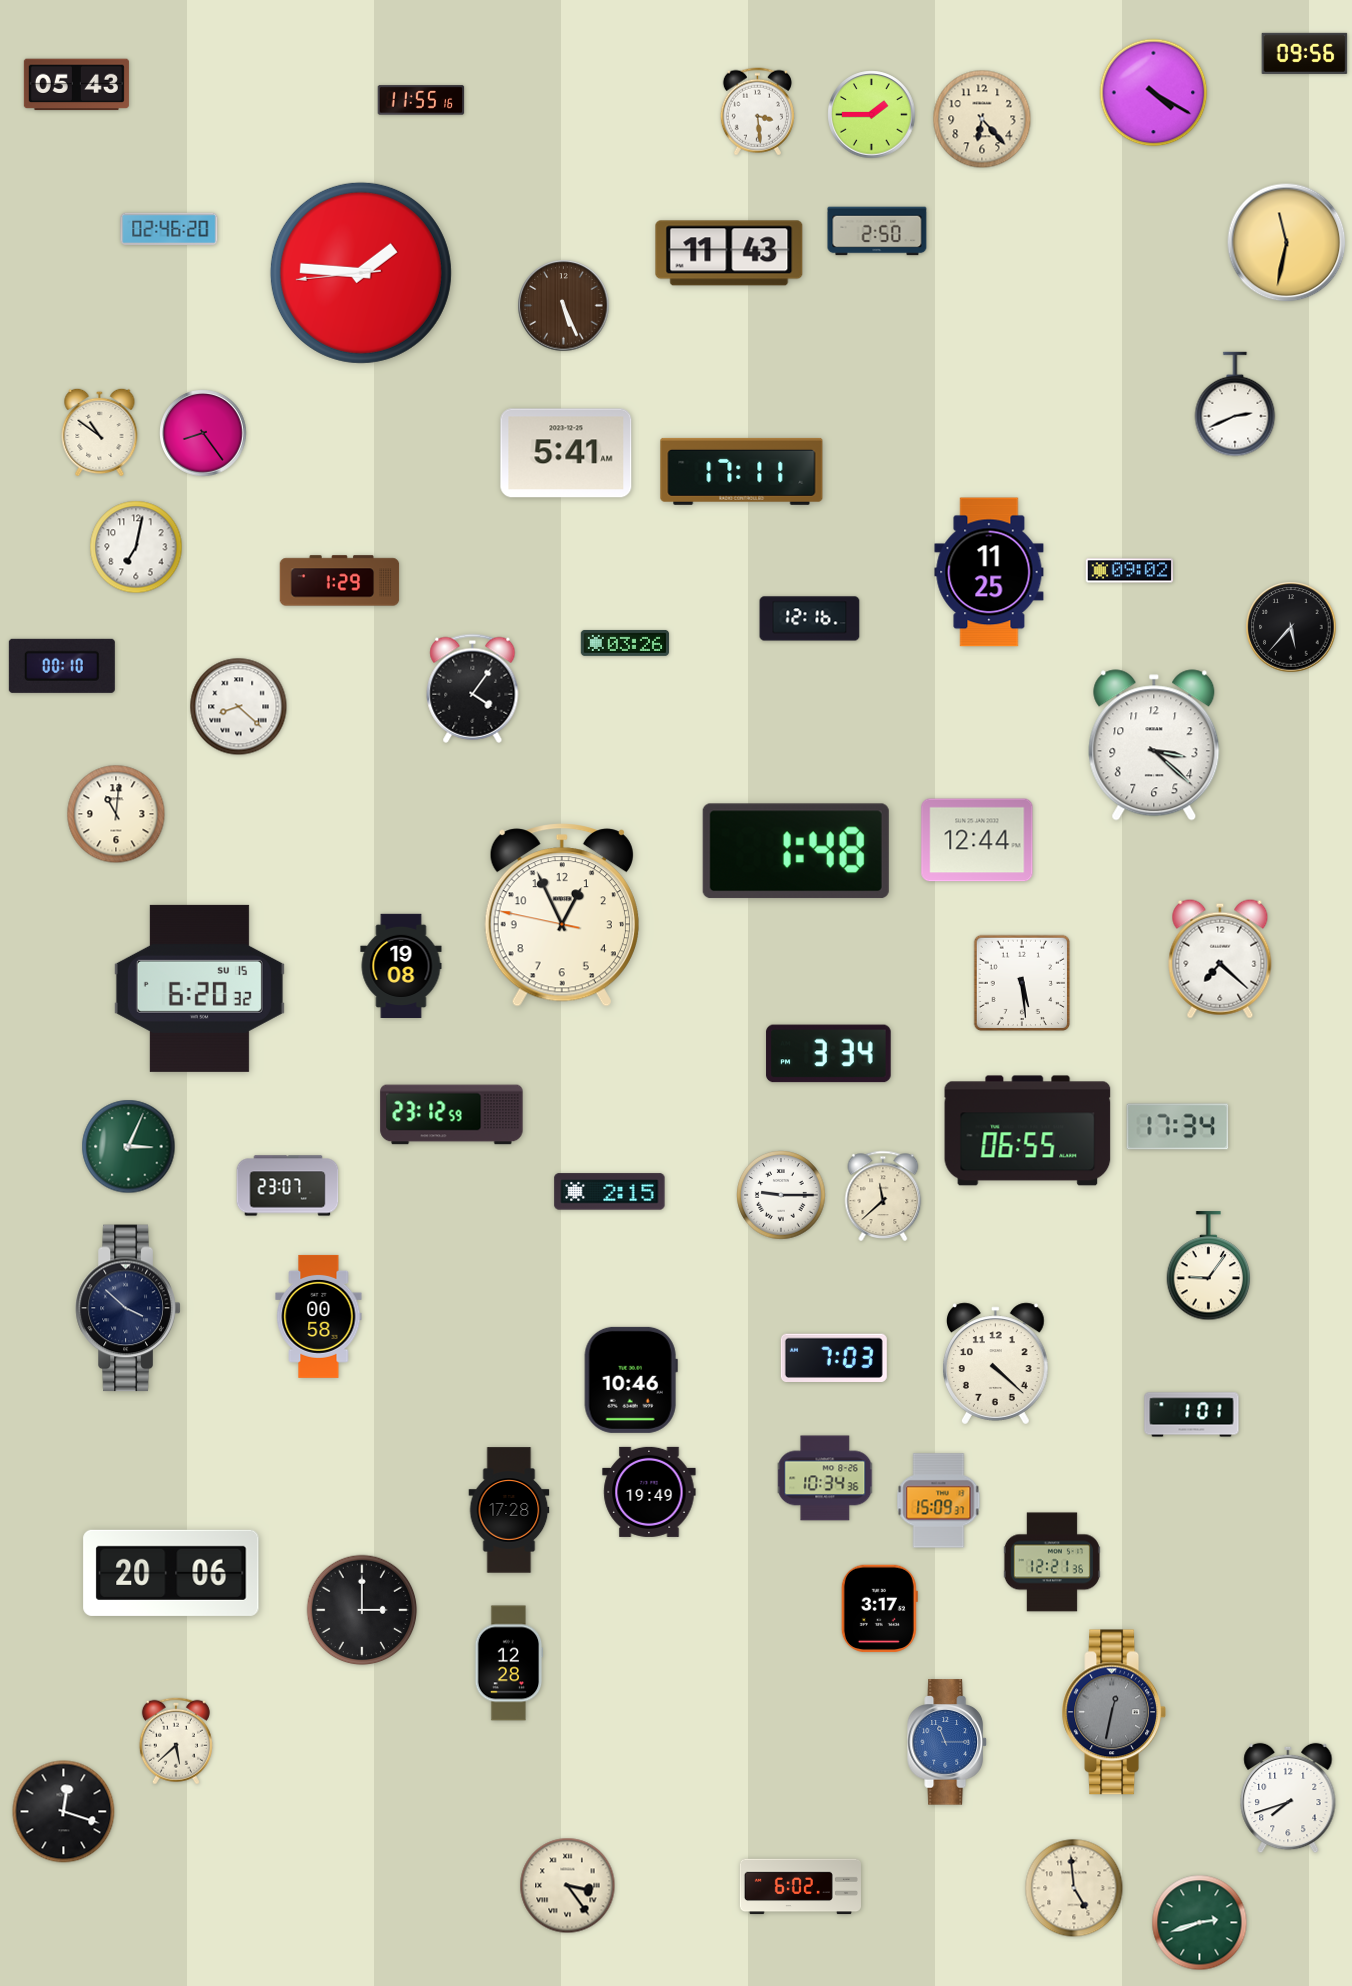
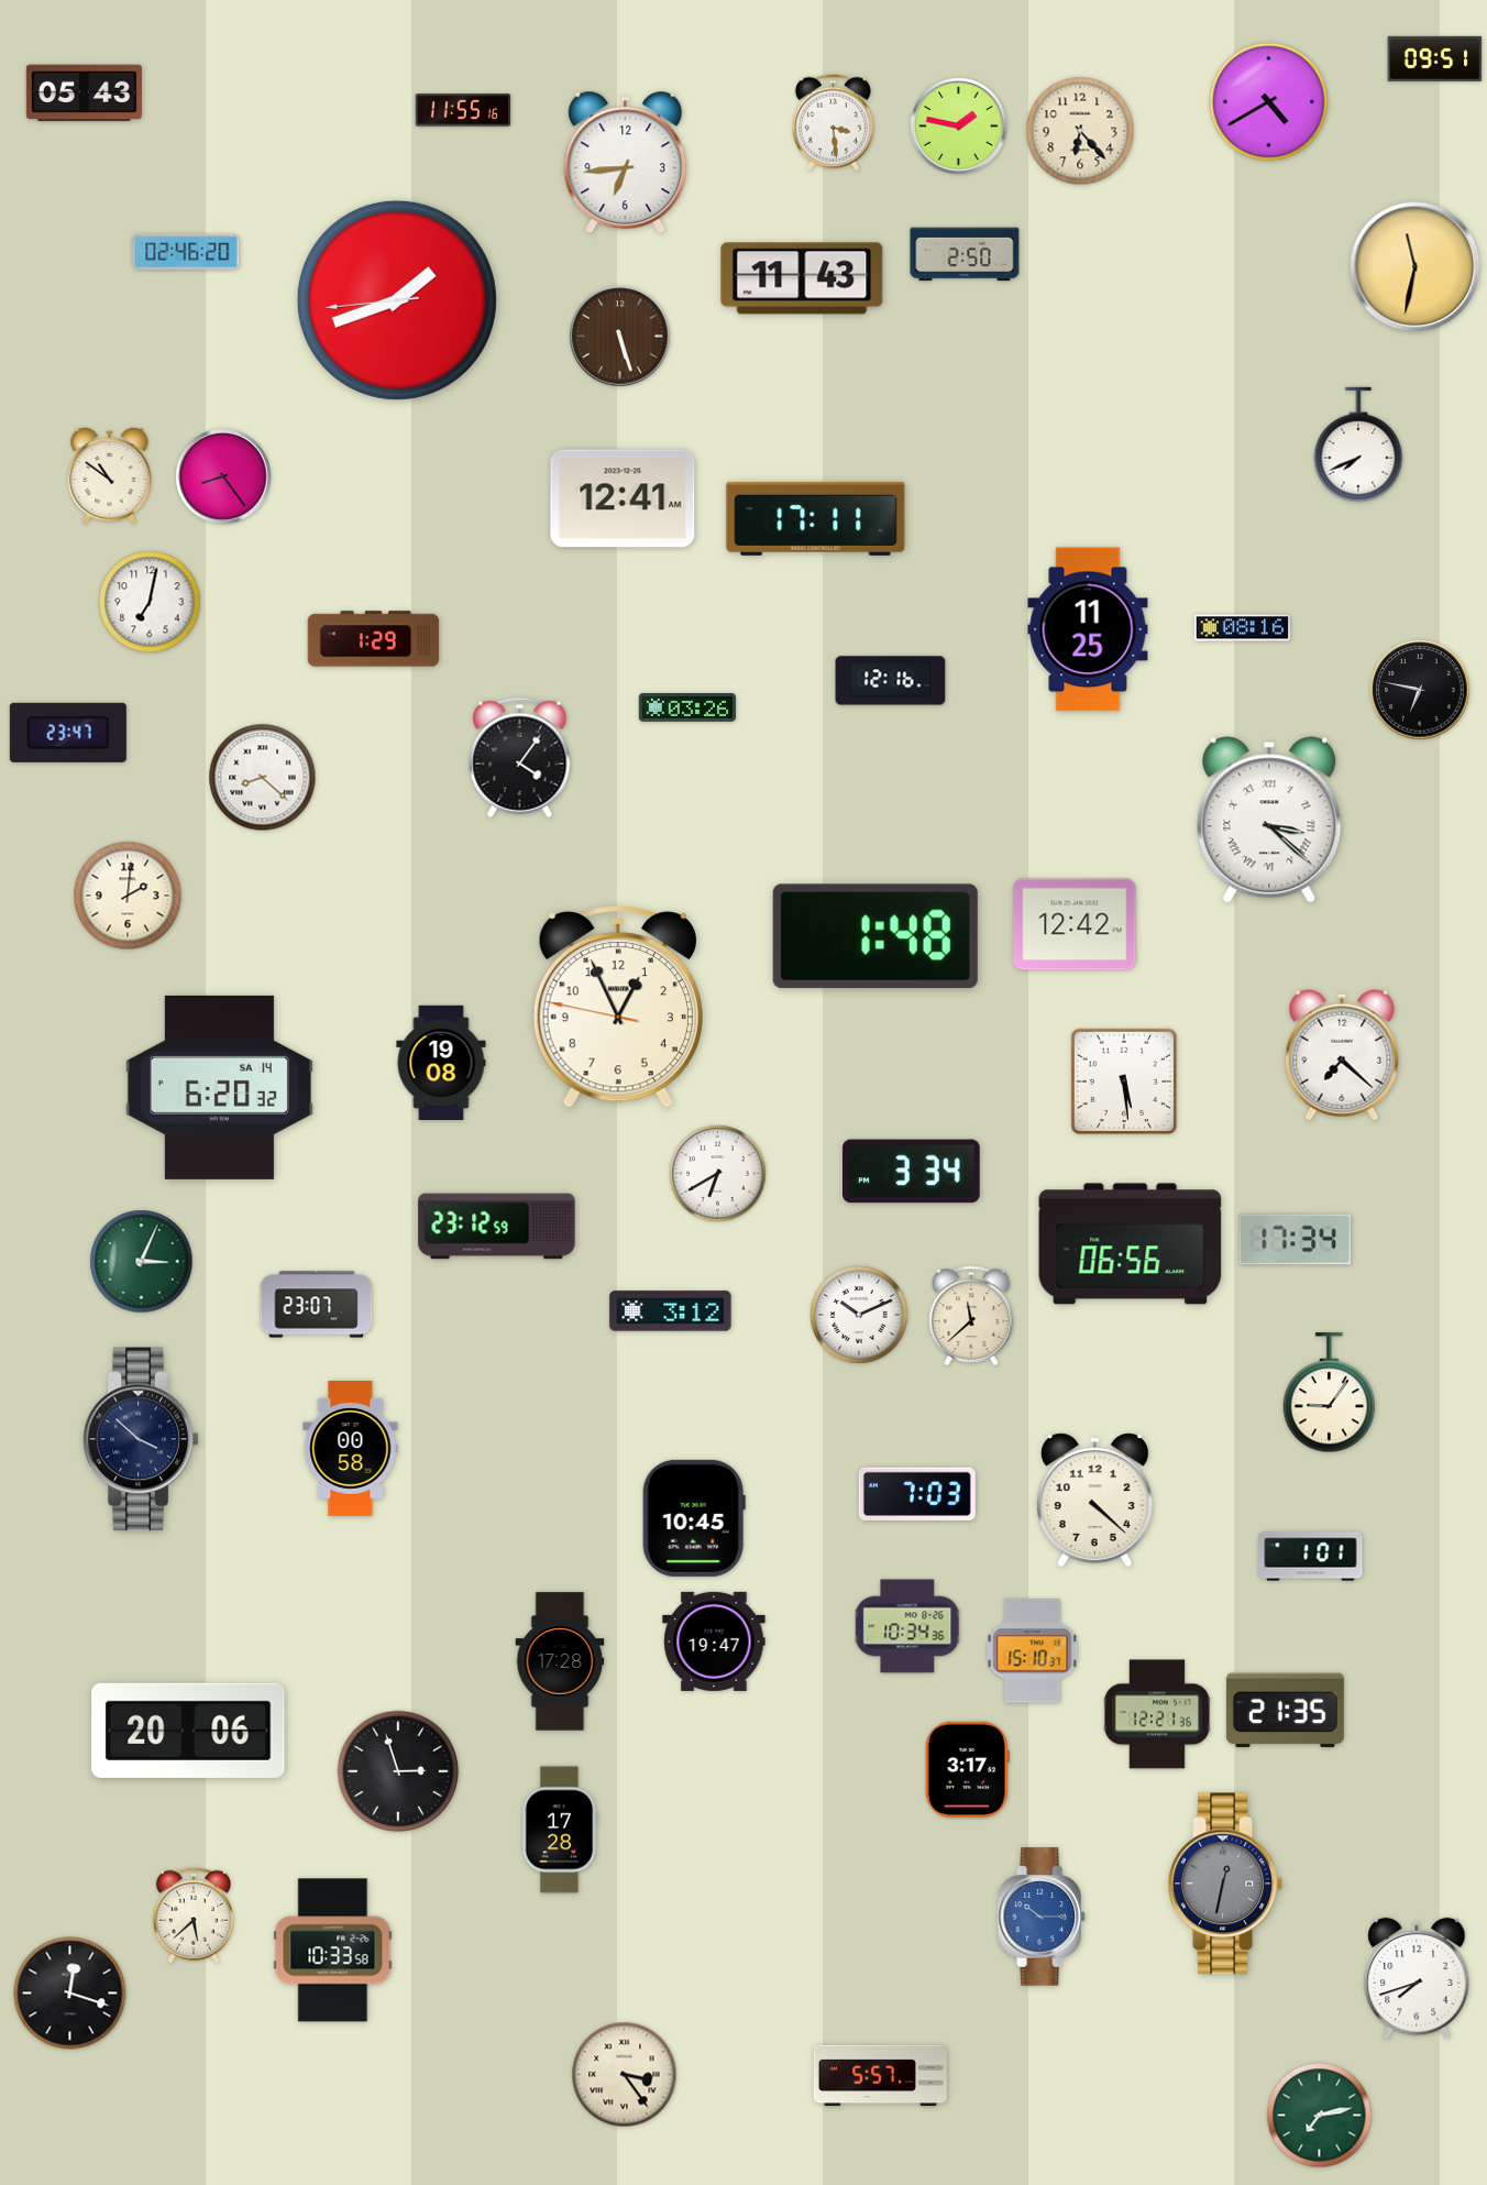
clock at (1305, 53): 09:56 -> 09:51
clock at (1154, 93): 4:20 -> 4:40
clock at (872, 115): 1:45 -> 1:47
clock at (626, 163): none -> 6:44
clock at (361, 273): 1:45 -> 1:41
clock at (564, 306): 5:26 -> 5:27
clock at (1235, 404): 2:41 -> 7:41
clock at (566, 453): 5:41 -> 12:41
clock at (1130, 571): 09:02 -> 08:16
clock at (1291, 627): 5:37 -> 6:47
clock at (62, 666): 00:10 -> 23:47
clock at (1154, 745) numerals: Arabic -> Roman
clock at (116, 814): 11:01 -> 2:01
clock at (977, 840): 12:44 -> 12:42
clock at (199, 988) date: SU 15 -> SA 14
clock at (829, 1054) position: (829, 1054) -> (912, 1172)
clock at (718, 1174): none -> 6:40
clock at (1028, 1131): 06:55 -> 06:56
clock at (610, 1192): 2:15 -> 3:12
clock at (781, 1195): 9:15 -> 10:11
clock at (631, 1380): 10:46 -> 10:45
clock at (649, 1492): 19:49 -> 19:47
clock at (939, 1501): 15:09 -> 15:10
clock at (1285, 1711): none -> 21:35
clock at (1052, 1562) position: (1052, 1562) -> (1157, 1714)
clock at (362, 1610): 3:00 -> 2:57
clock at (509, 1663): 12:28 -> 17:28
clock at (947, 1742): 11:15 -> 10:15
clock at (333, 1951): none -> 10:33
clock at (800, 1887): 6:02 -> 5:57
clock at (1074, 1888): 4:59 -> none
clock at (1200, 1923): 2:42 -> 7:13
